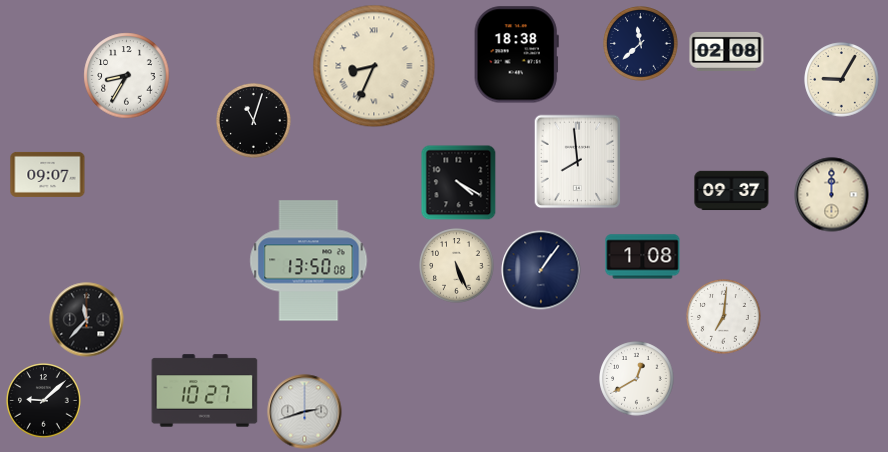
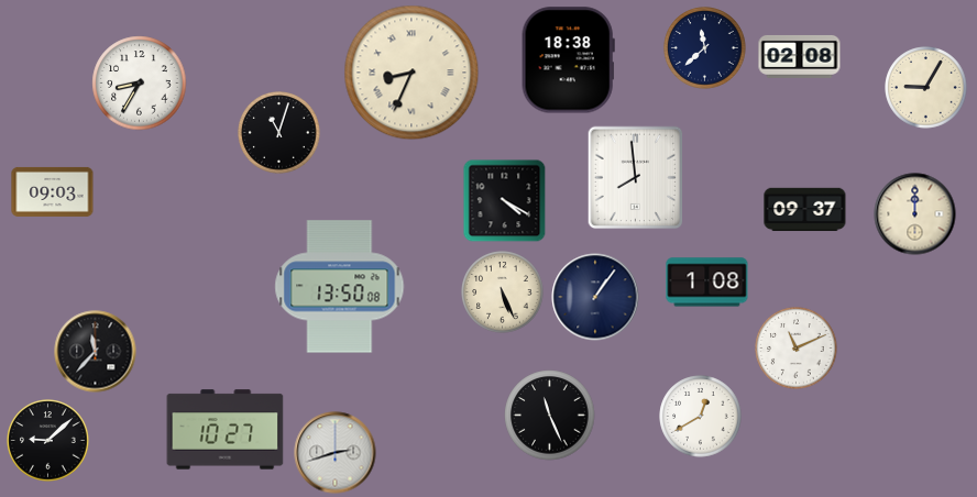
clock at (48, 174): 09:07 -> 09:03
clock at (724, 317): 7:01 -> 11:11
clock at (550, 416): none -> 11:26
